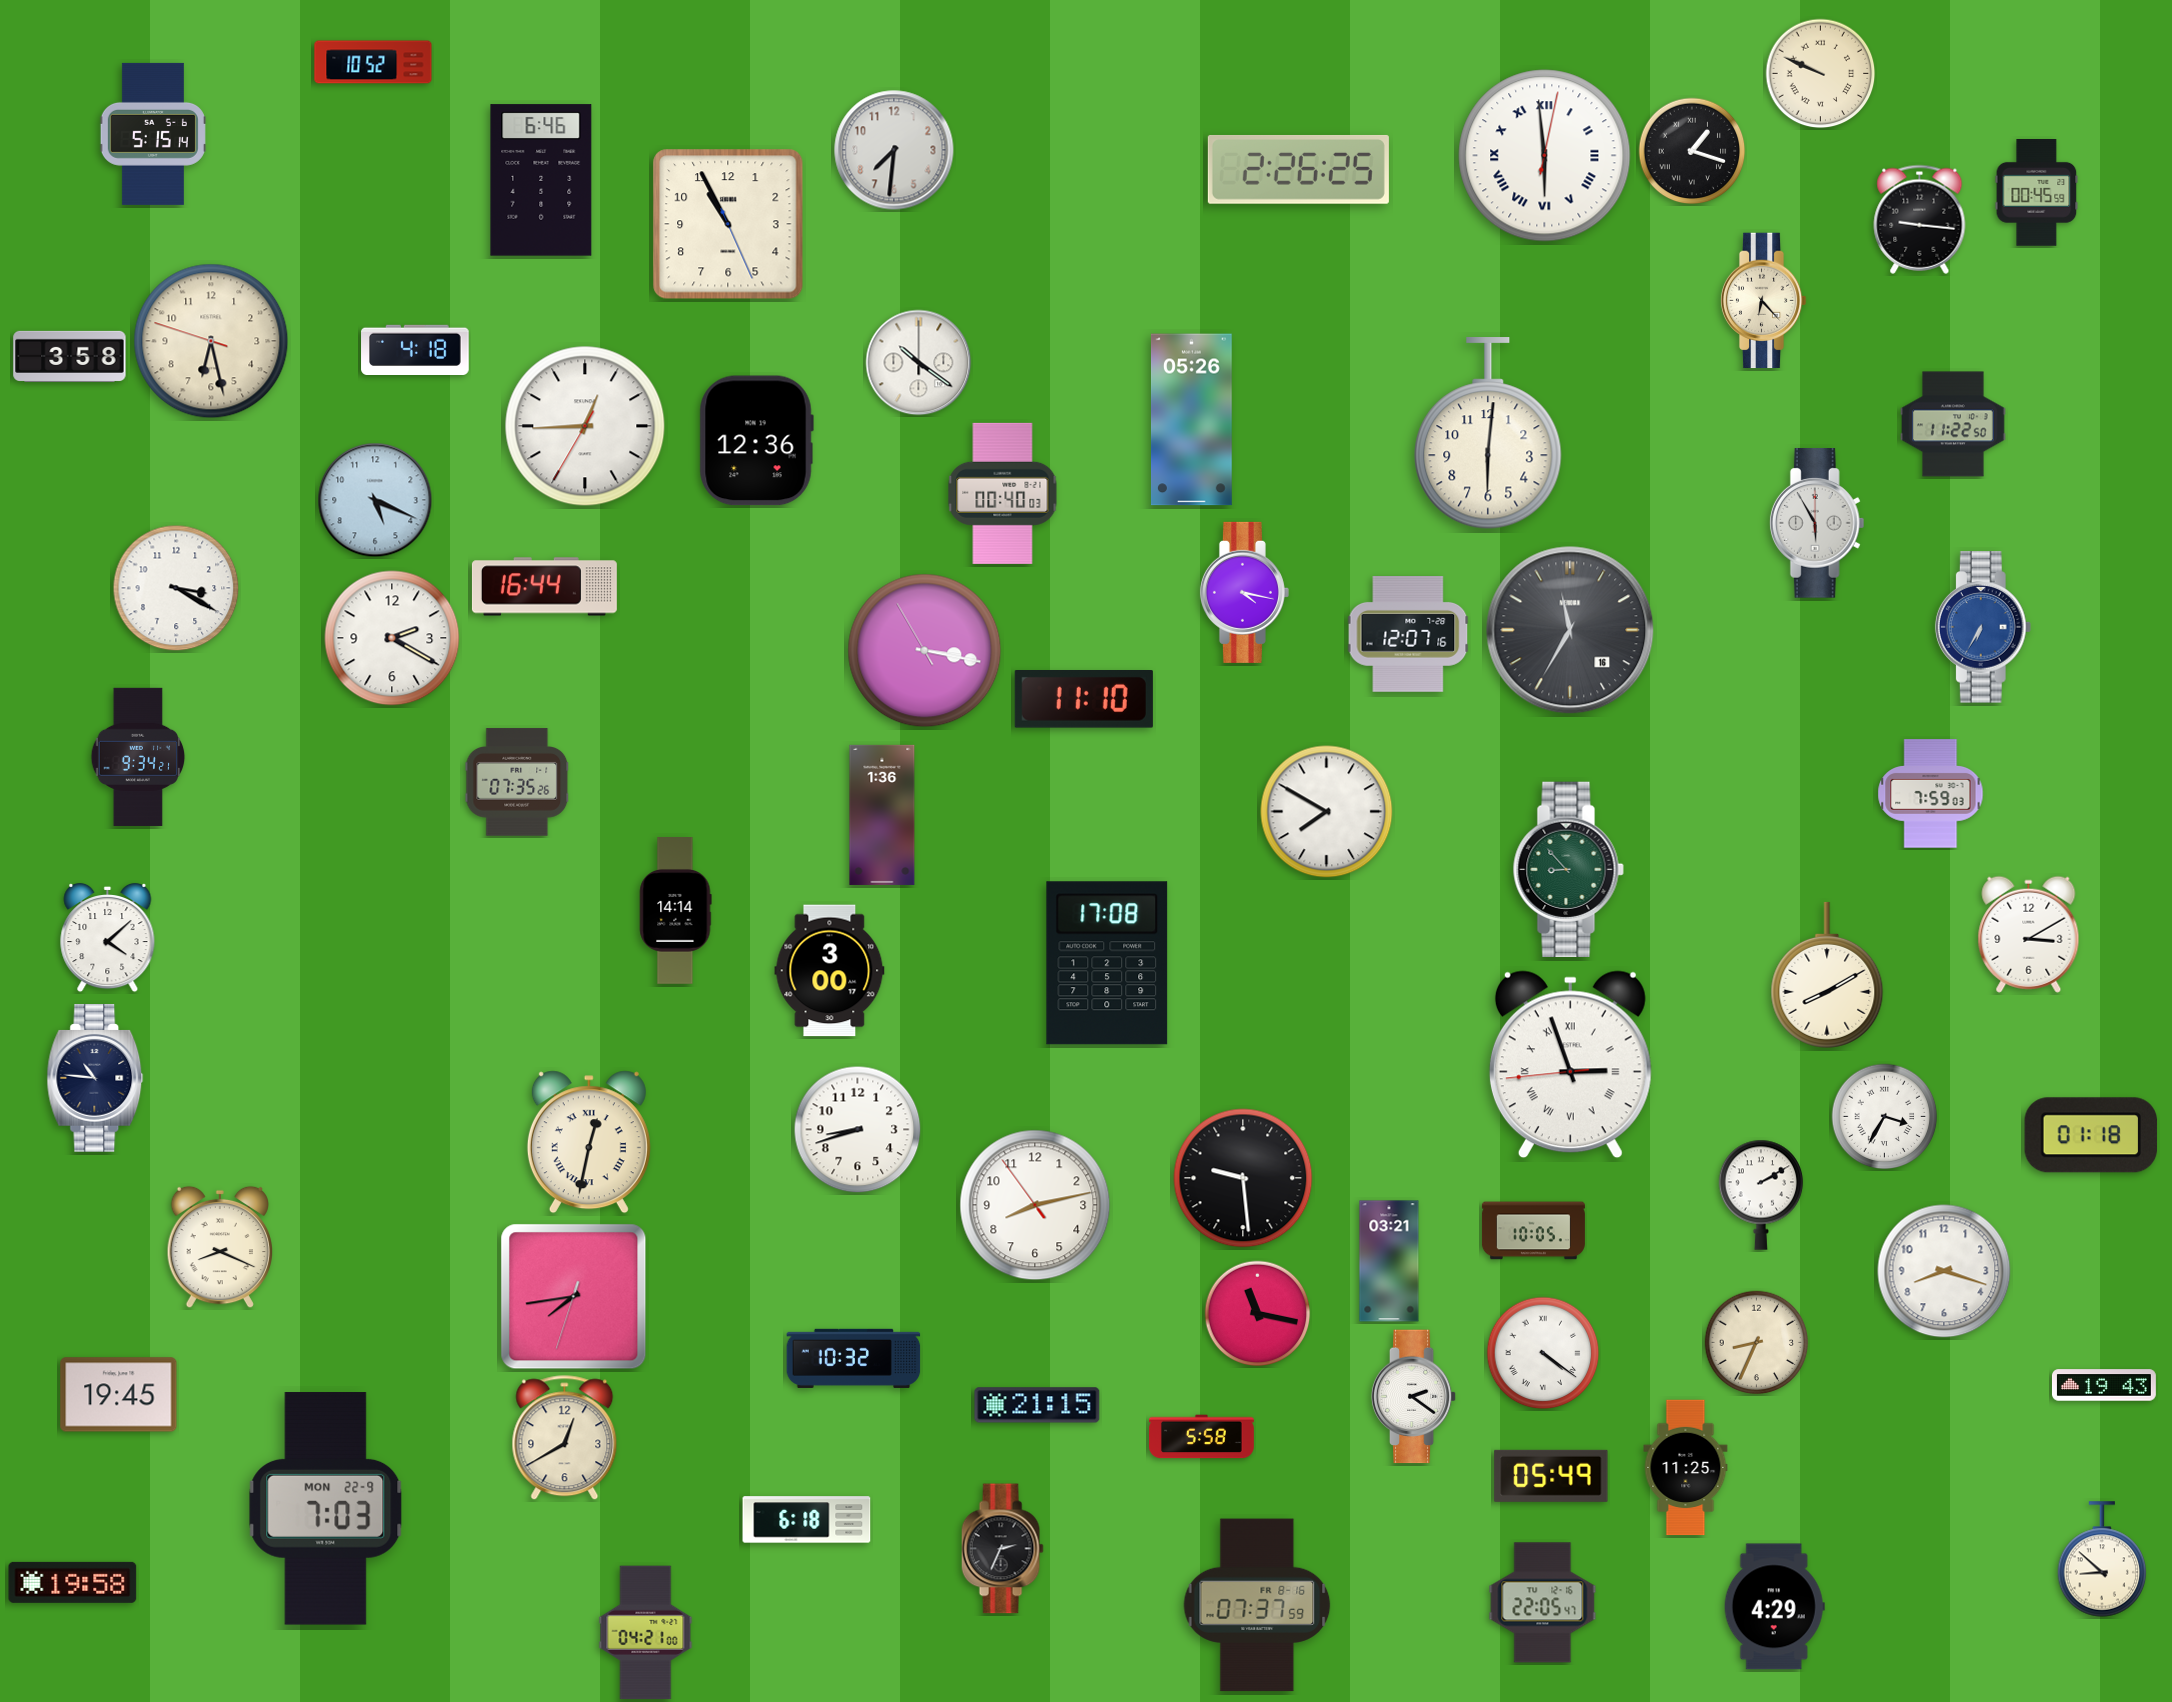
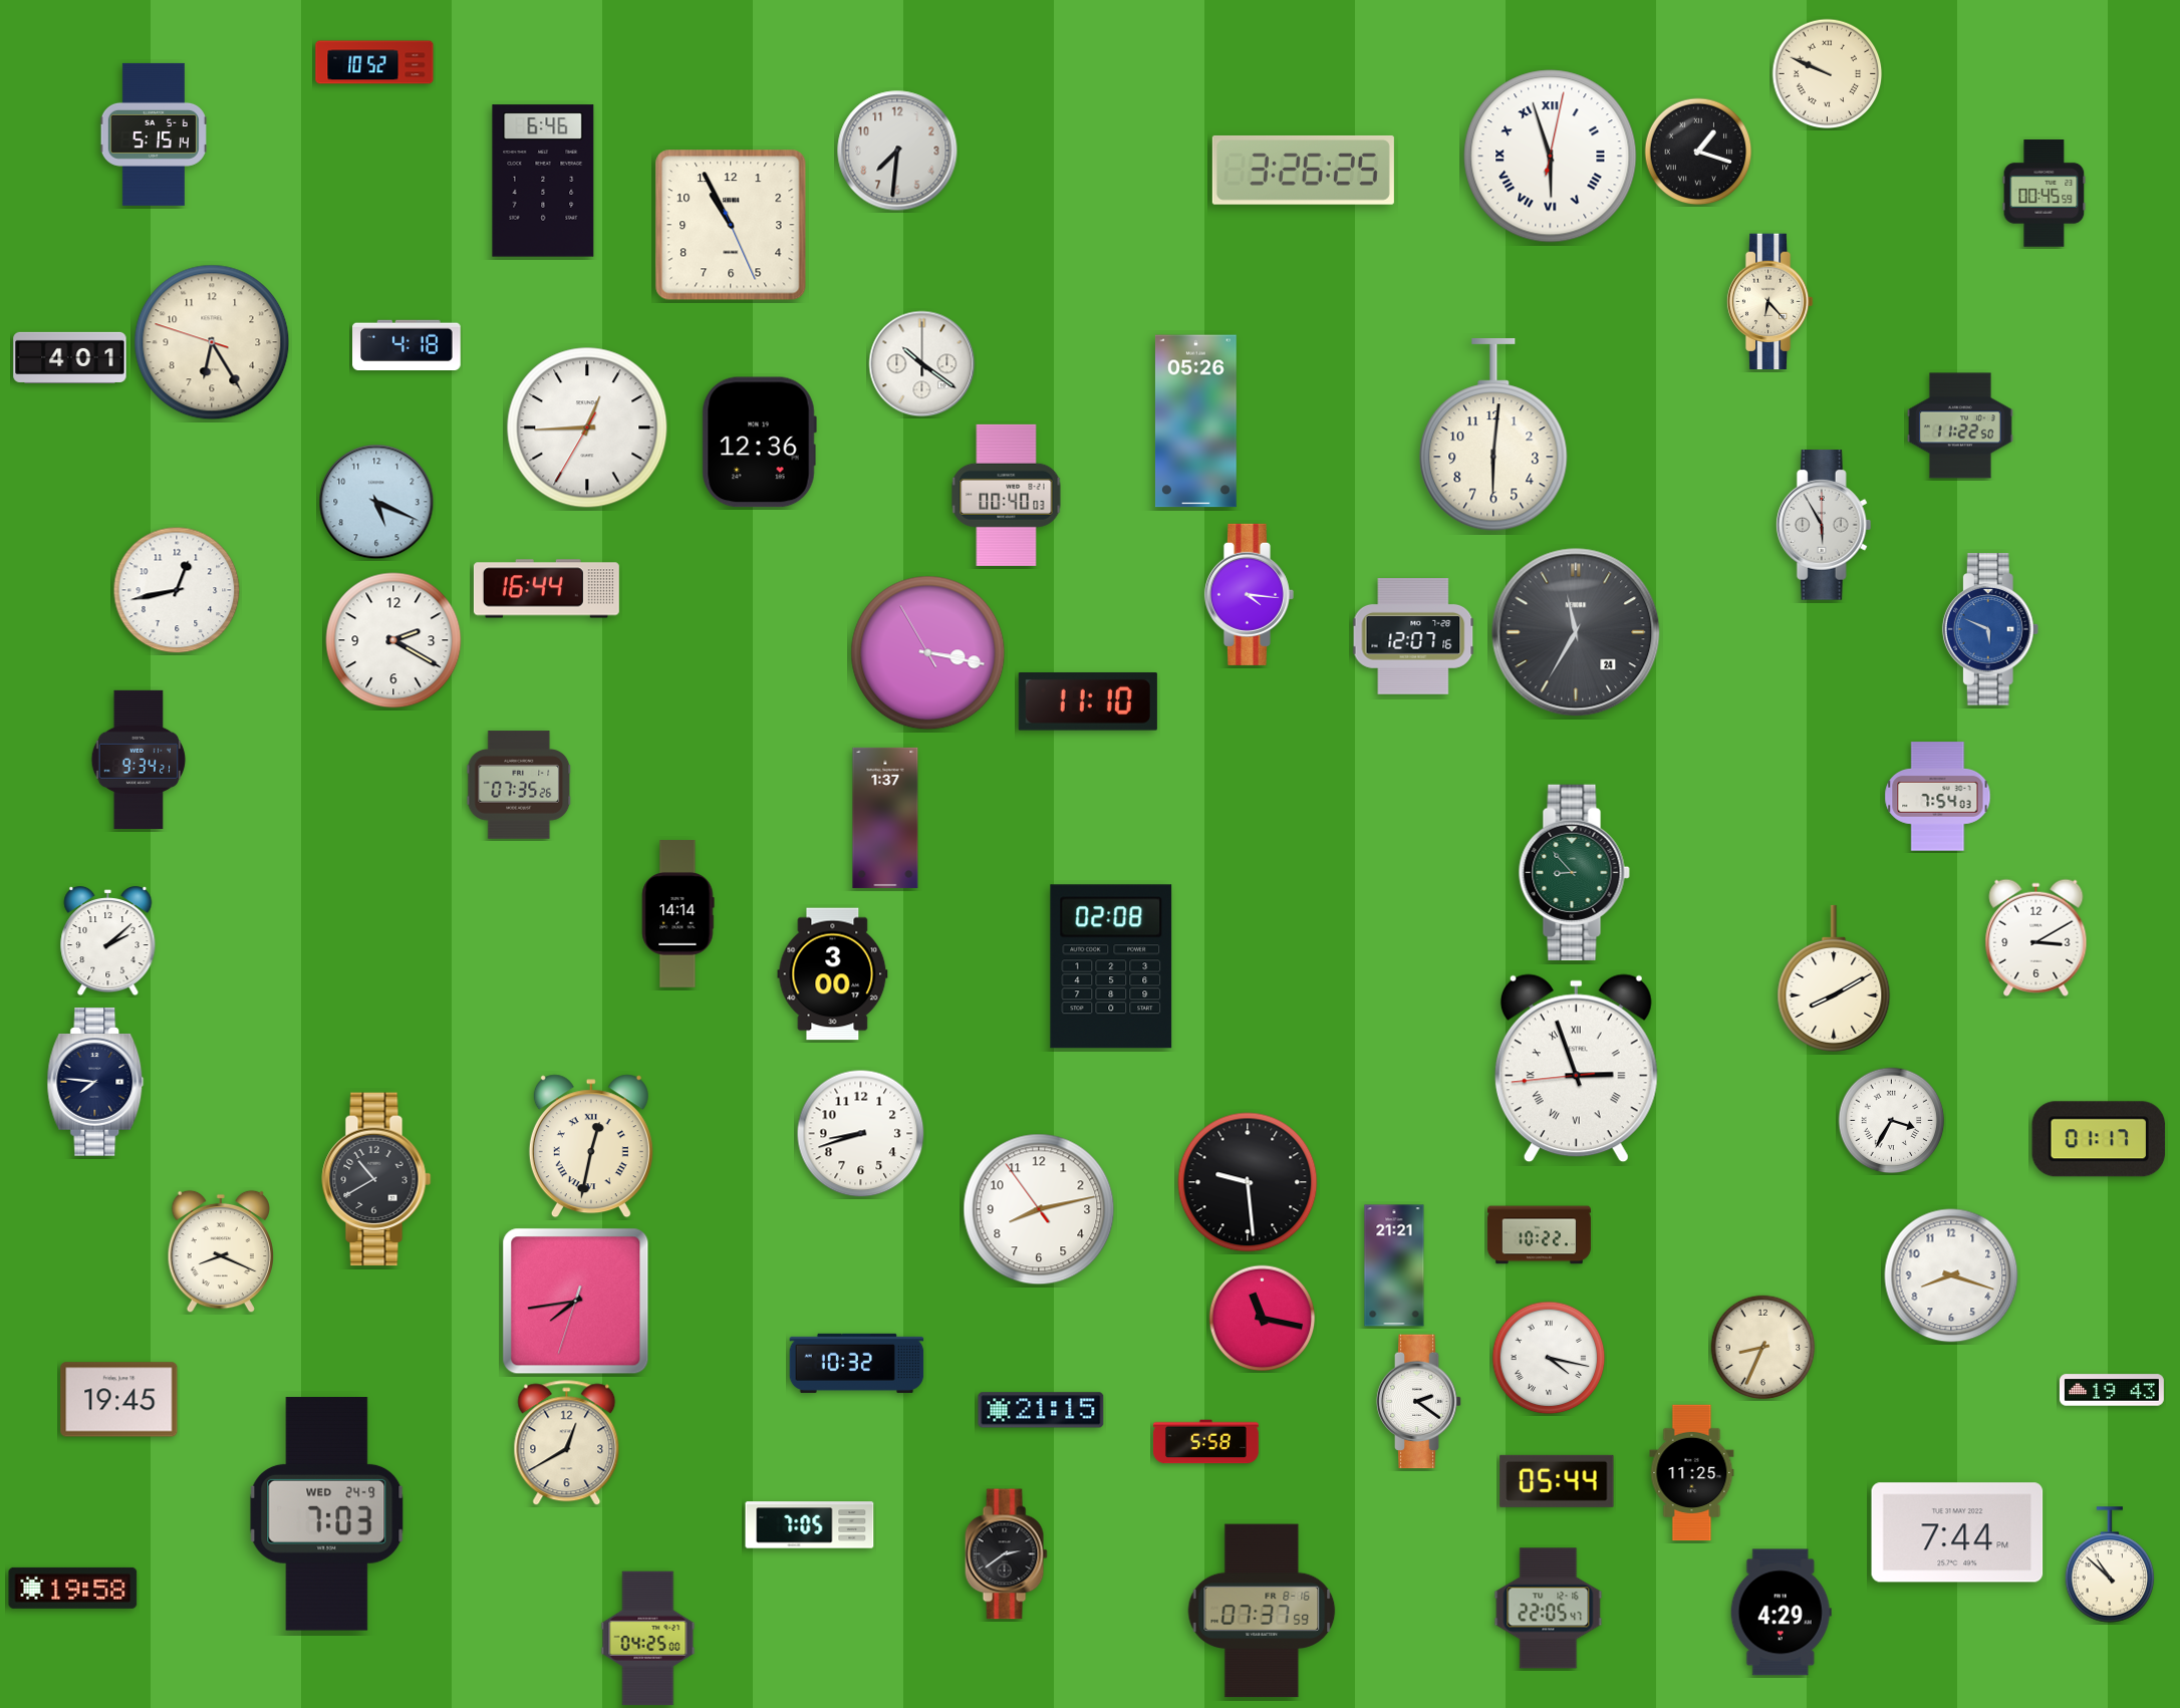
clock at (1545, 156): 5:59 -> 5:57
clock at (1298, 169): 2:26 -> 3:26
clock at (1920, 219): 9:16 -> none
clock at (211, 341): 6:27 -> 6:24
clock at (415, 349) position: (415, 349) -> (406, 344)
clock at (70, 356): 3:58 -> 4:01
clock at (176, 588): 3:20 -> 12:43
clock at (1244, 592): 4:17 -> 4:16
clock at (1983, 627): 6:35 -> 5:49
clock at (1570, 630) date: 16 -> 24
clock at (1931, 794): 7:59 -> 7:54
clock at (1327, 812): 7:50 -> none
clock at (882, 815): 1:36 -> 1:37
clock at (108, 938): 4:08 -> 2:08
clock at (1107, 963): 17:08 -> 02:08
clock at (95, 1079): 10:46 -> 7:46
clock at (2091, 1135): 01:18 -> 01:17
clock at (376, 1179): none -> 10:40
clock at (1761, 1195): 2:10 -> none
clock at (1533, 1231): 10:05 -> 10:22
clock at (1389, 1261): 03:21 -> 21:21
clock at (1543, 1353): 4:21 -> 4:17
clock at (1551, 1476): 05:49 -> 05:44
clock at (326, 1509) date: MON 22-9 -> WED 24-9
clock at (807, 1520): 6:18 -> 7:05
clock at (1957, 1532): none -> 7:44
clock at (1002, 1549): 2:34 -> 2:39
clock at (2102, 1559): 8:52 -> 10:52
clock at (646, 1633): 04:21 -> 04:25
